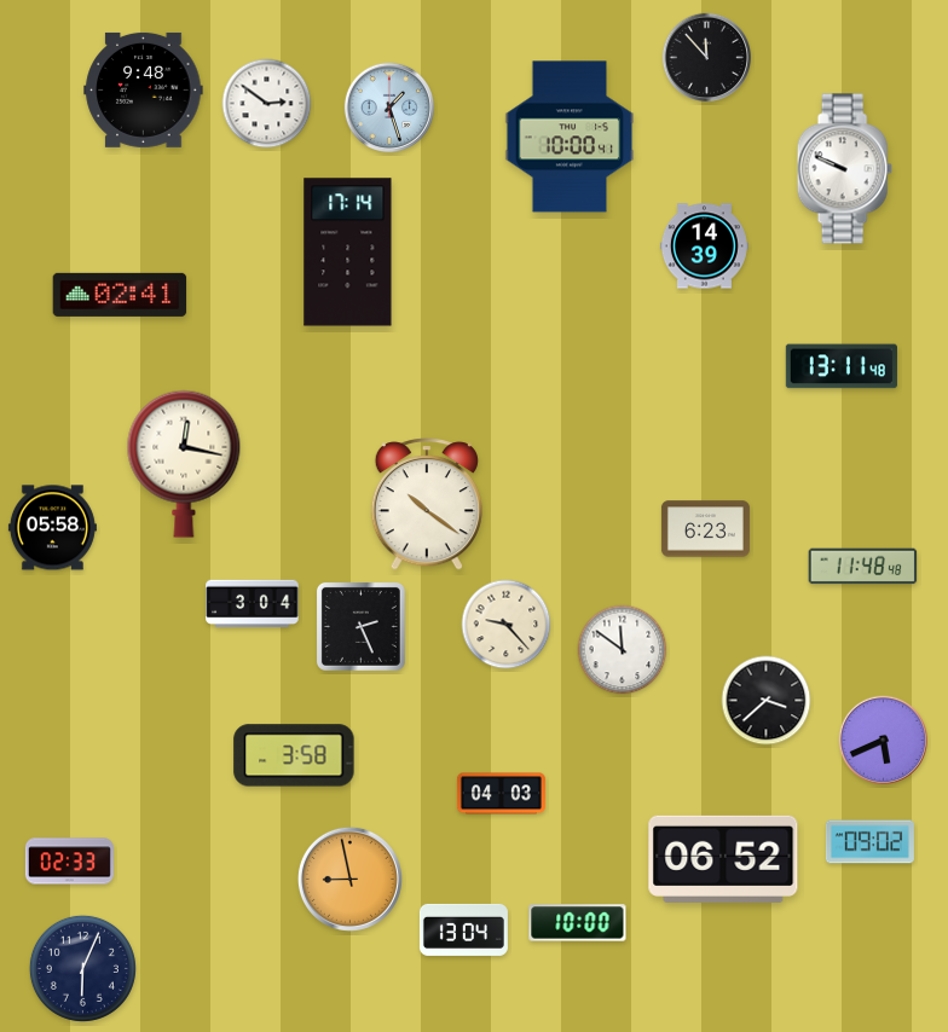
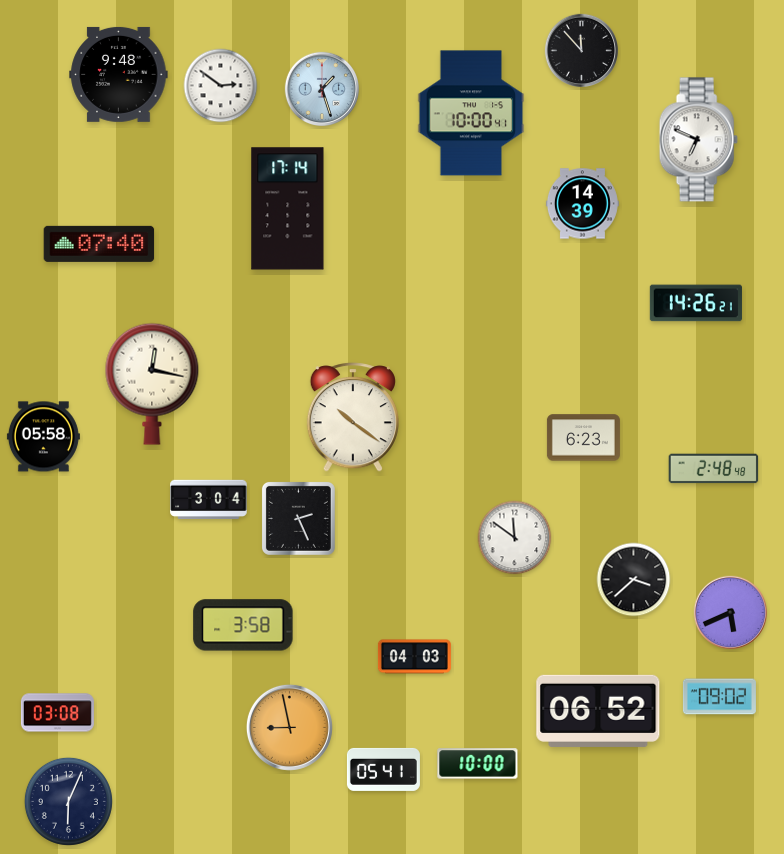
clock at (706, 57) position: (706, 57) -> (581, 50)
clock at (844, 169): 9:49 -> 6:49
clock at (120, 295): 02:41 -> 07:40
clock at (842, 366): 13:11 -> 14:26
clock at (863, 567): 11:48 -> 2:48
clock at (507, 625): 9:23 -> none
clock at (69, 862): 02:33 -> 03:08
clock at (463, 929): 13:04 -> 05:41
